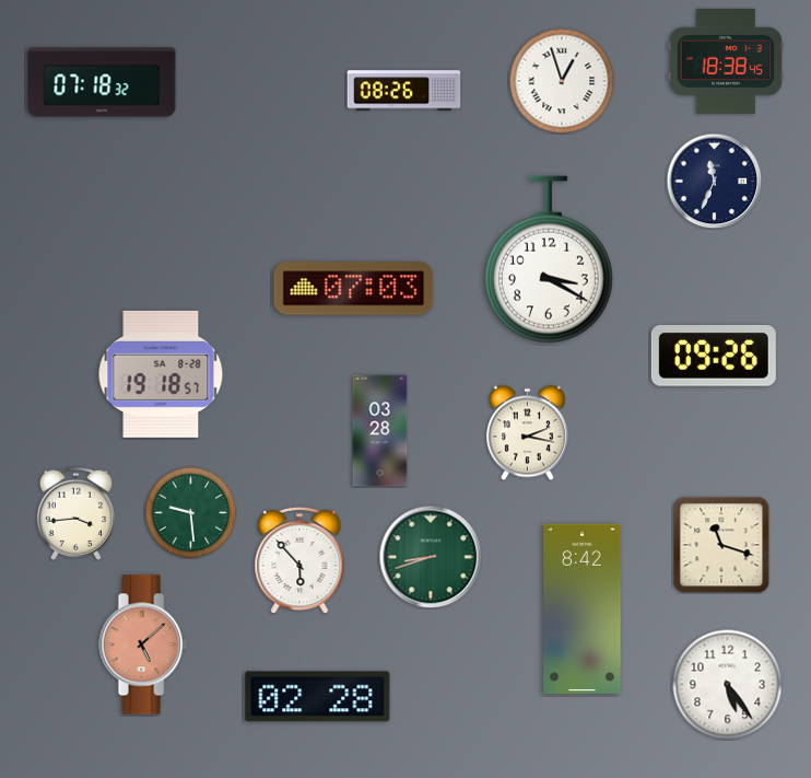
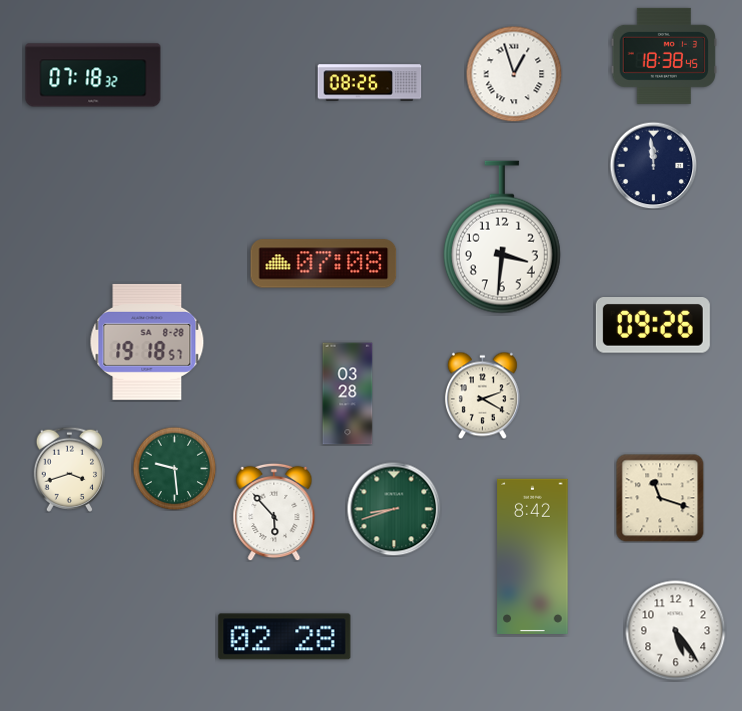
clock at (714, 181): 11:34 -> 11:59
clock at (549, 259): 3:20 -> 3:31
clock at (354, 289): 07:03 -> 07:08
clock at (527, 432): 2:17 -> 2:20
clock at (75, 513): 3:44 -> 3:42
clock at (143, 645): 5:08 -> none
clock at (728, 685) position: (728, 685) -> (676, 631)
clock at (318, 697) position: (318, 697) -> (285, 637)
